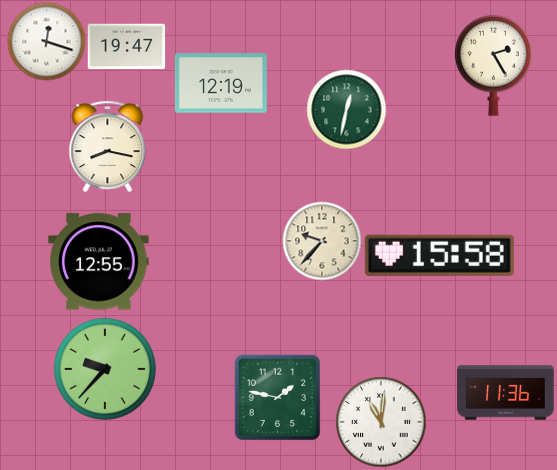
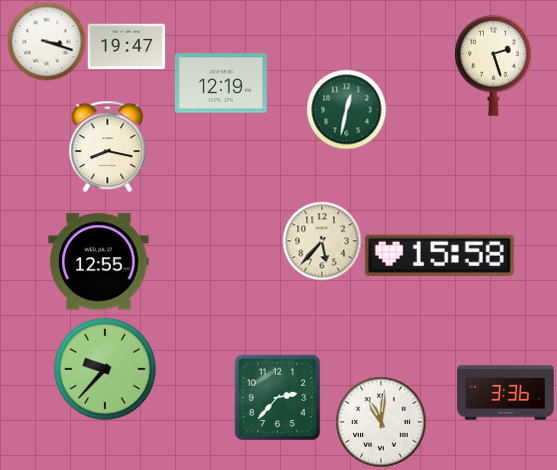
clock at (46, 41): 12:18 -> 3:18
clock at (493, 65): 2:25 -> 2:27
clock at (322, 241): 9:37 -> 5:37
clock at (506, 393): 11:36 -> 3:36
clock at (277, 397): 1:47 -> 2:37
